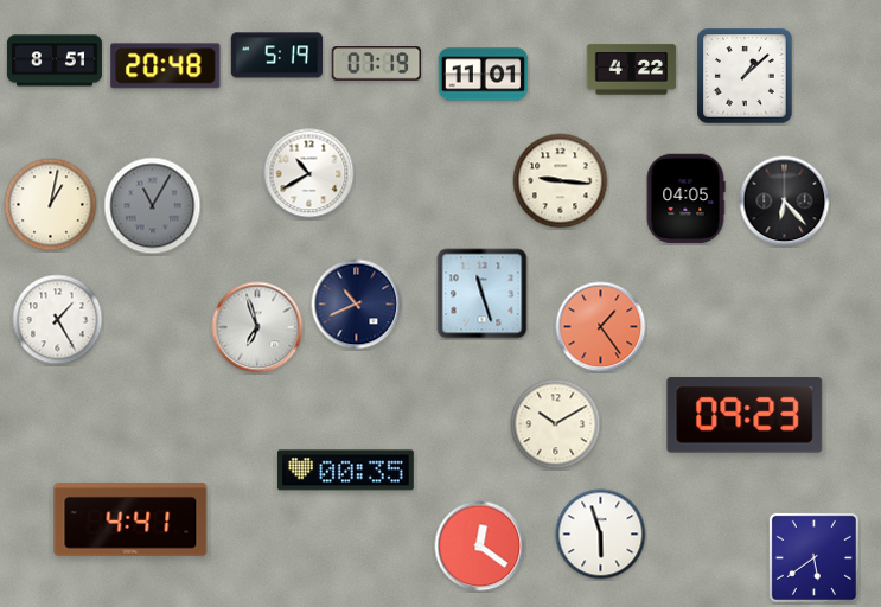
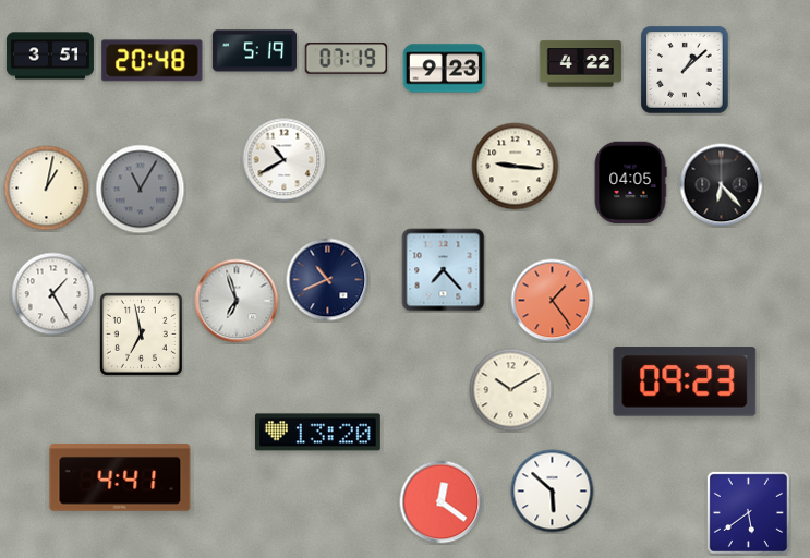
clock at (55, 60): 8:51 -> 3:51
clock at (484, 75): 11:01 -> 9:23
clock at (483, 294): 11:27 -> 7:23
clock at (141, 333): none -> 6:58
clock at (345, 471): 00:35 -> 13:20
clock at (601, 535): 5:57 -> 5:52
